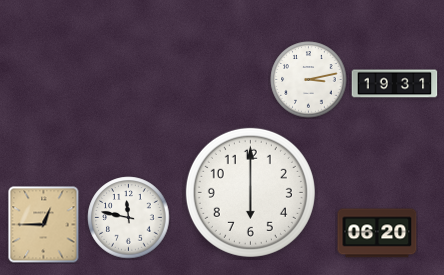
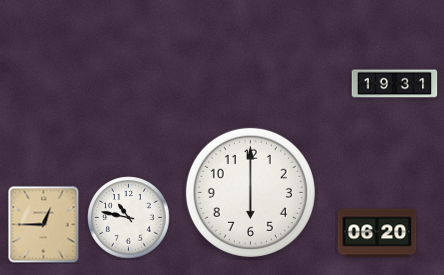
clock at (309, 80): 3:13 -> none
clock at (129, 218): 11:47 -> 10:47
